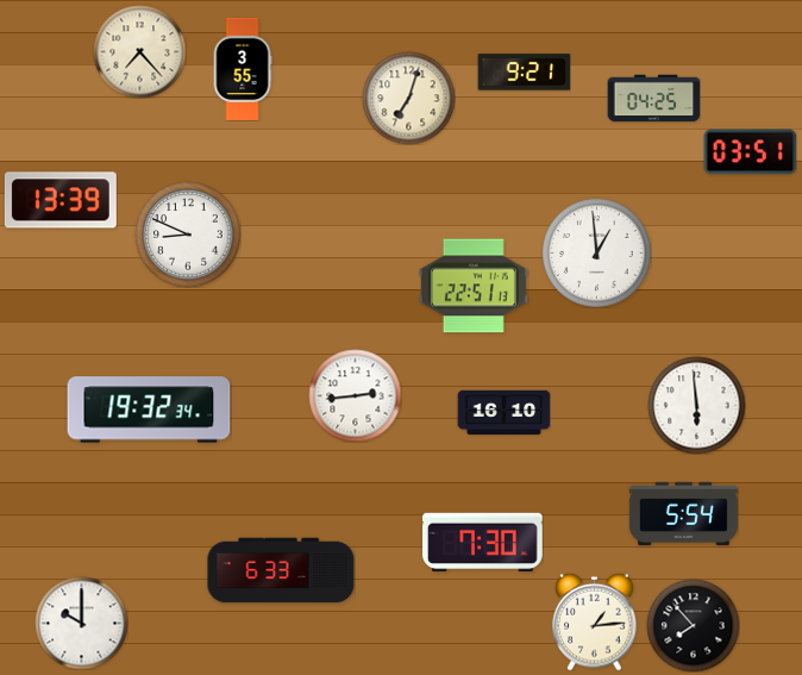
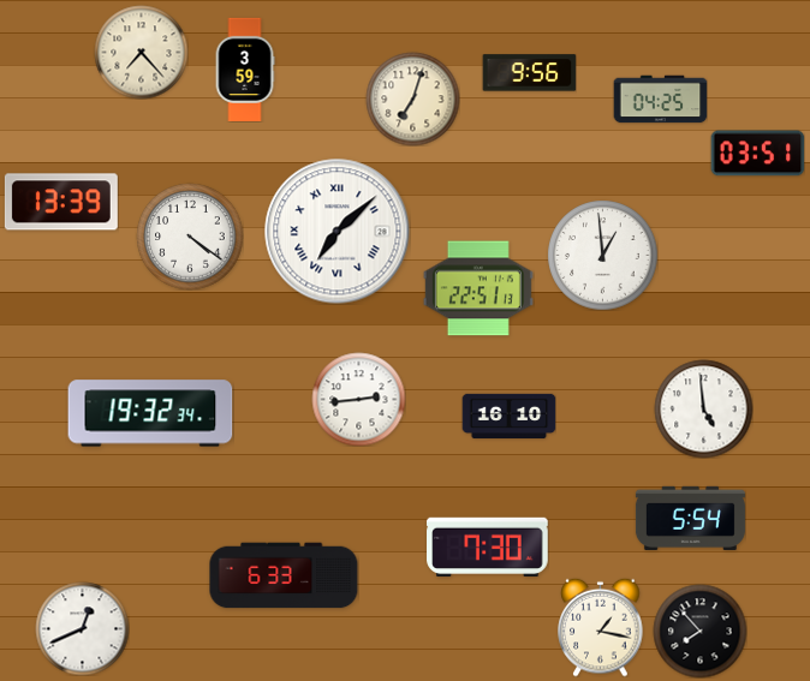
clock at (243, 68): 3:55 -> 3:59
clock at (524, 73): 9:21 -> 9:56
clock at (338, 232): none -> 7:08
clock at (188, 235): 8:49 -> 4:21
clock at (696, 405): 5:59 -> 4:59
clock at (595, 621): 1:14 -> 1:17
clock at (81, 623): 10:00 -> 12:41
